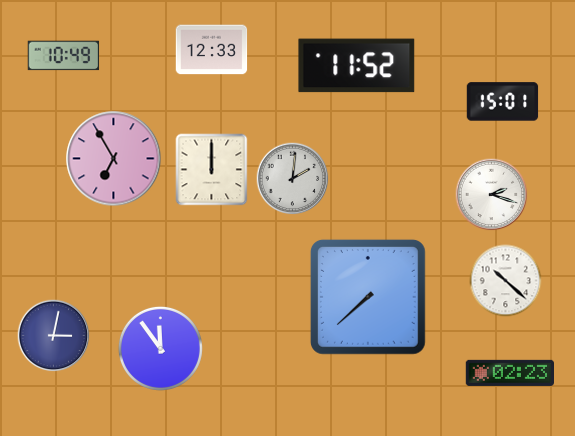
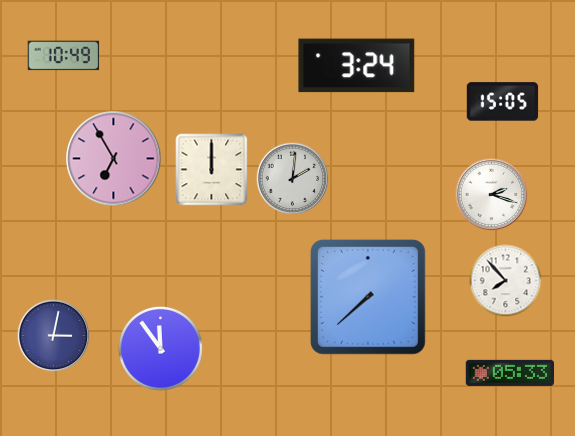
clock at (212, 50): 12:33 -> none
clock at (357, 66): 11:52 -> 3:24
clock at (503, 102): 15:01 -> 15:05
clock at (506, 281): 10:22 -> 7:53
clock at (509, 373): 02:23 -> 05:33
